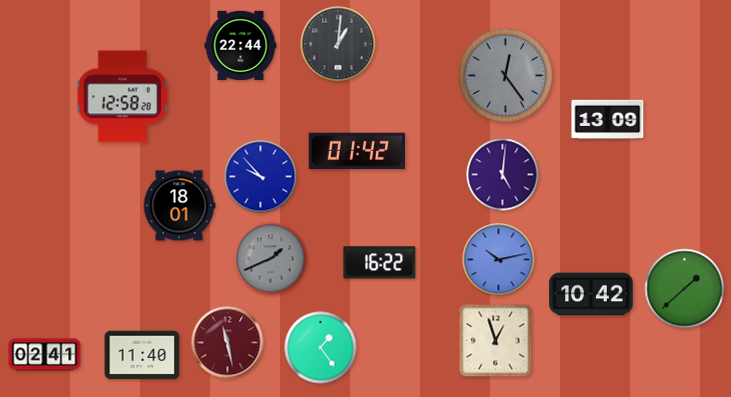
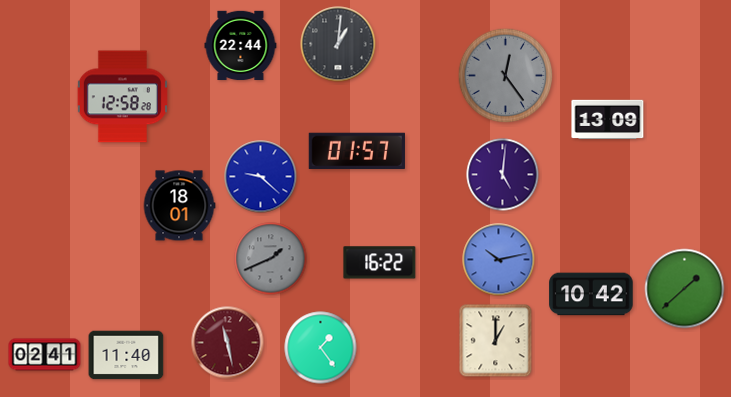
clock at (357, 151): 01:42 -> 01:57
clock at (261, 177): 9:53 -> 9:22
clock at (496, 341): 12:57 -> 1:00
clock at (142, 355) position: (142, 355) -> (126, 355)
